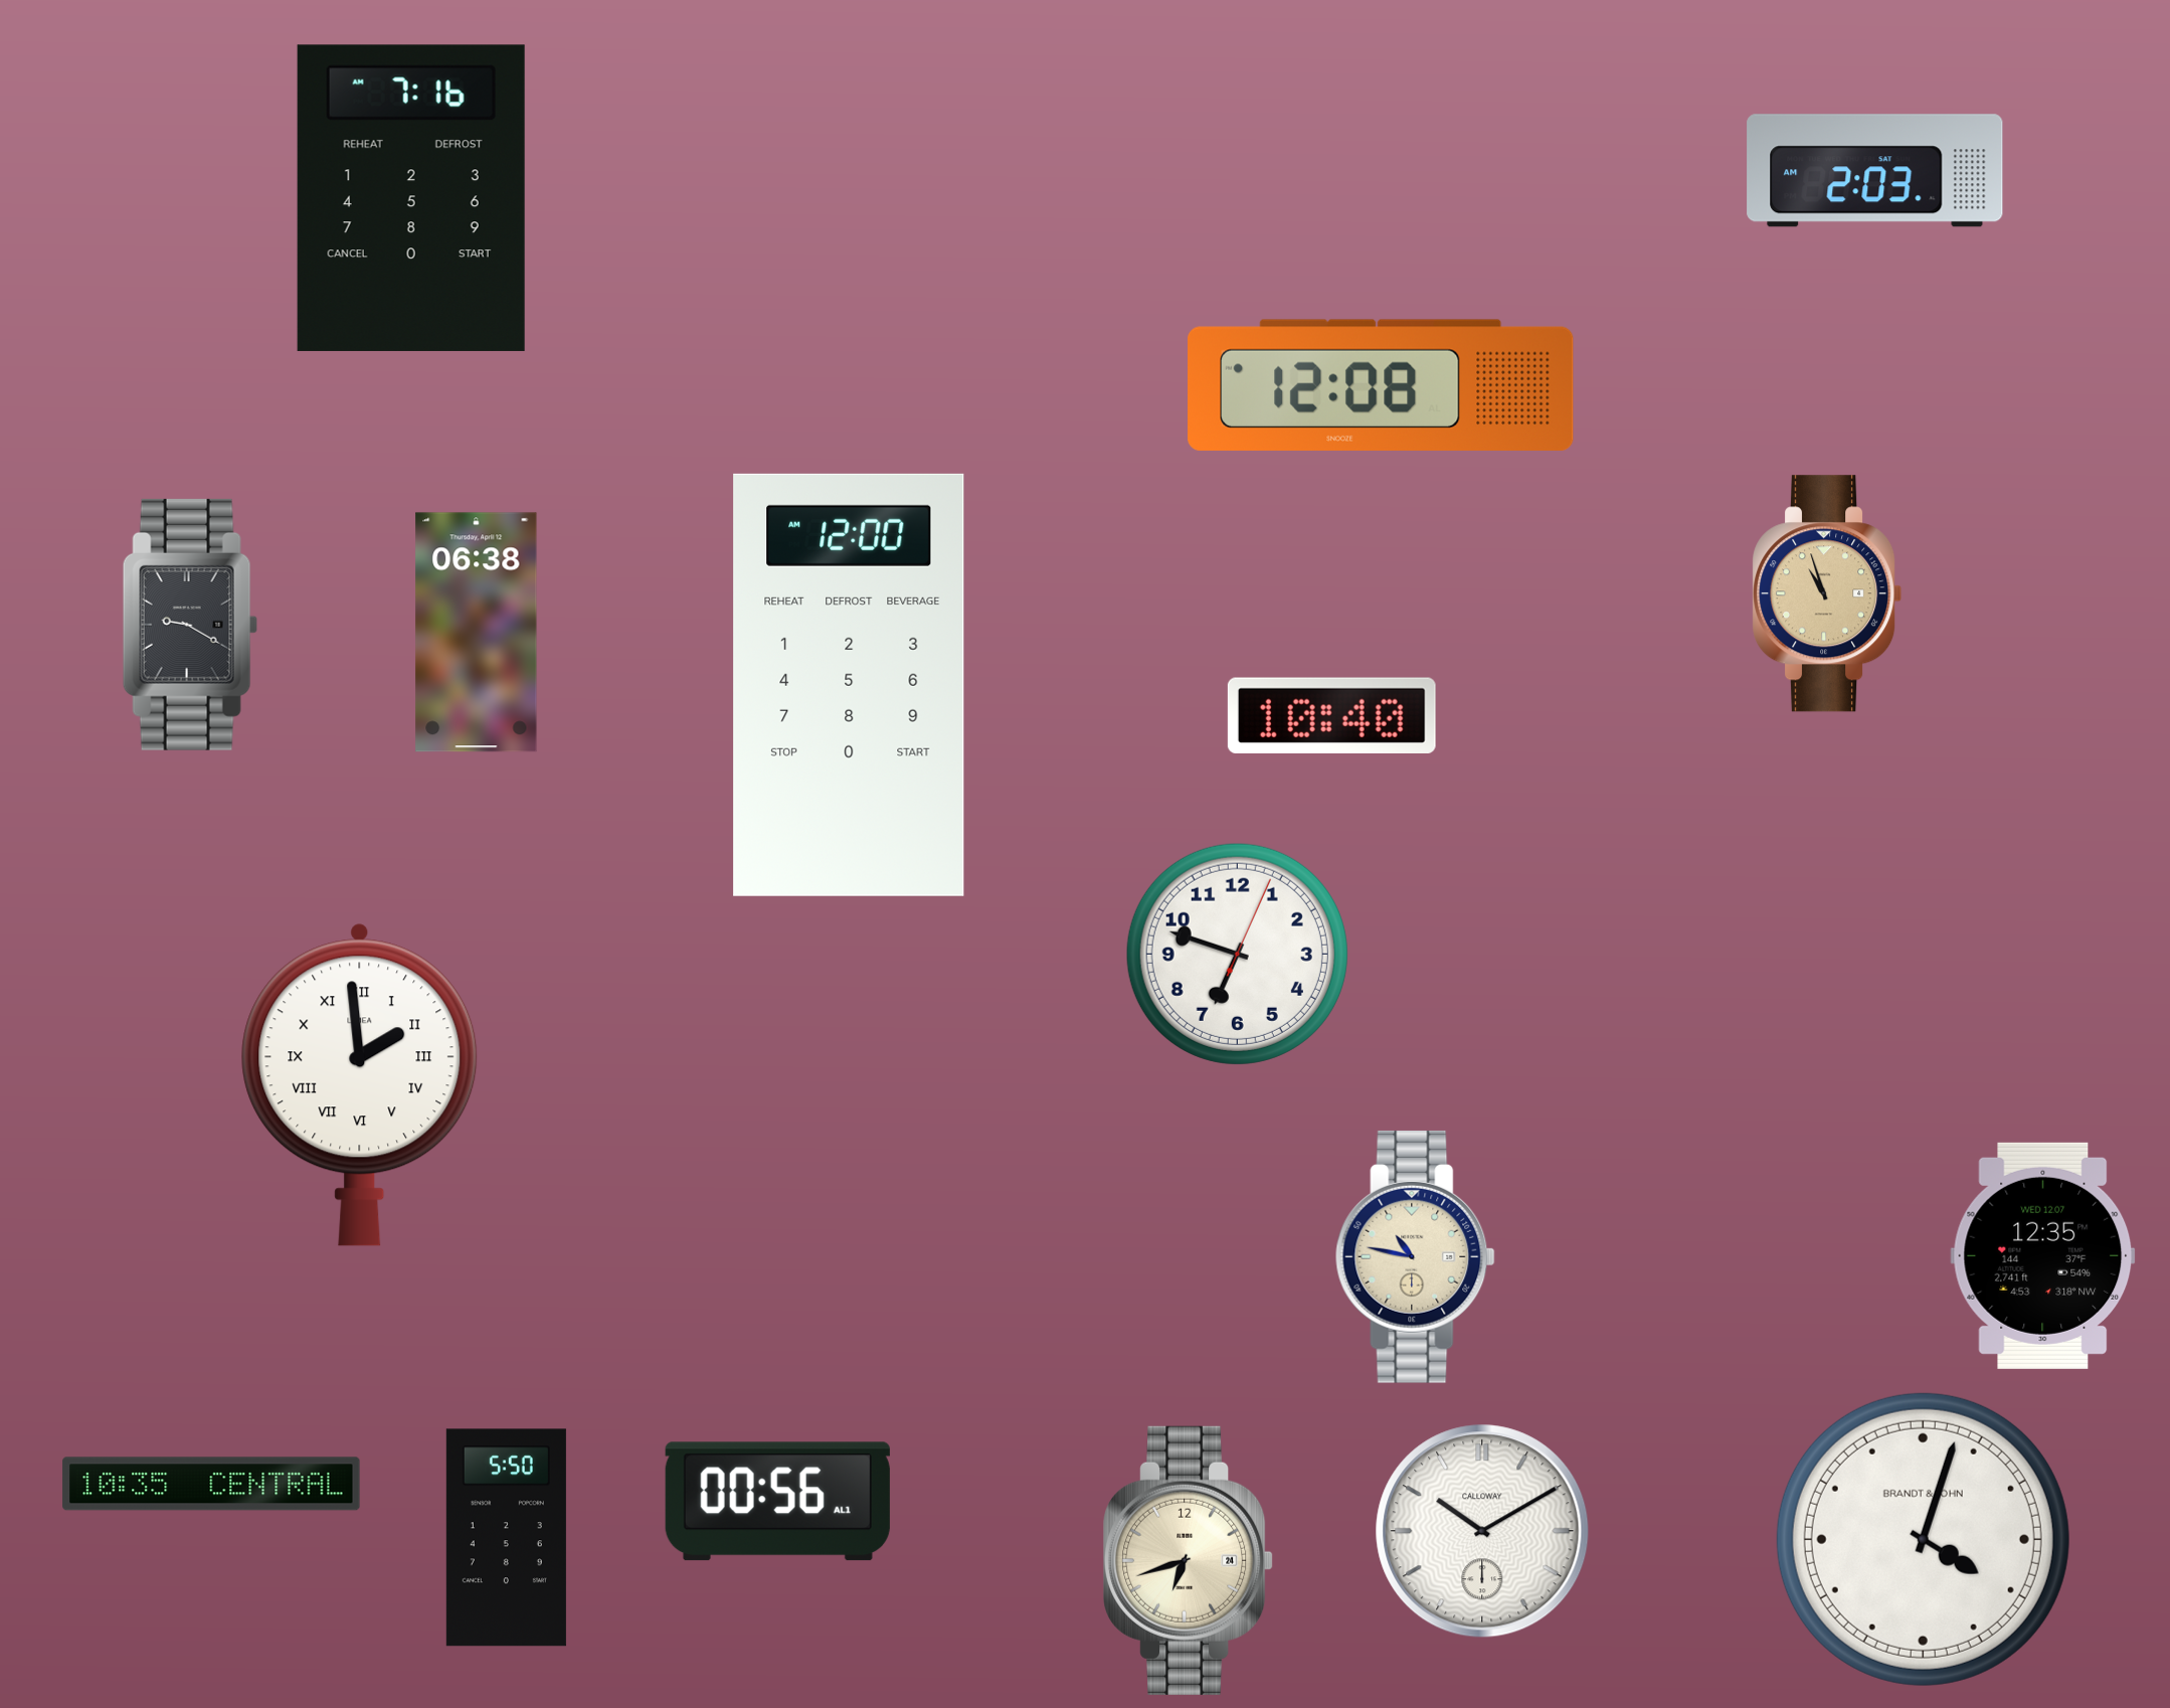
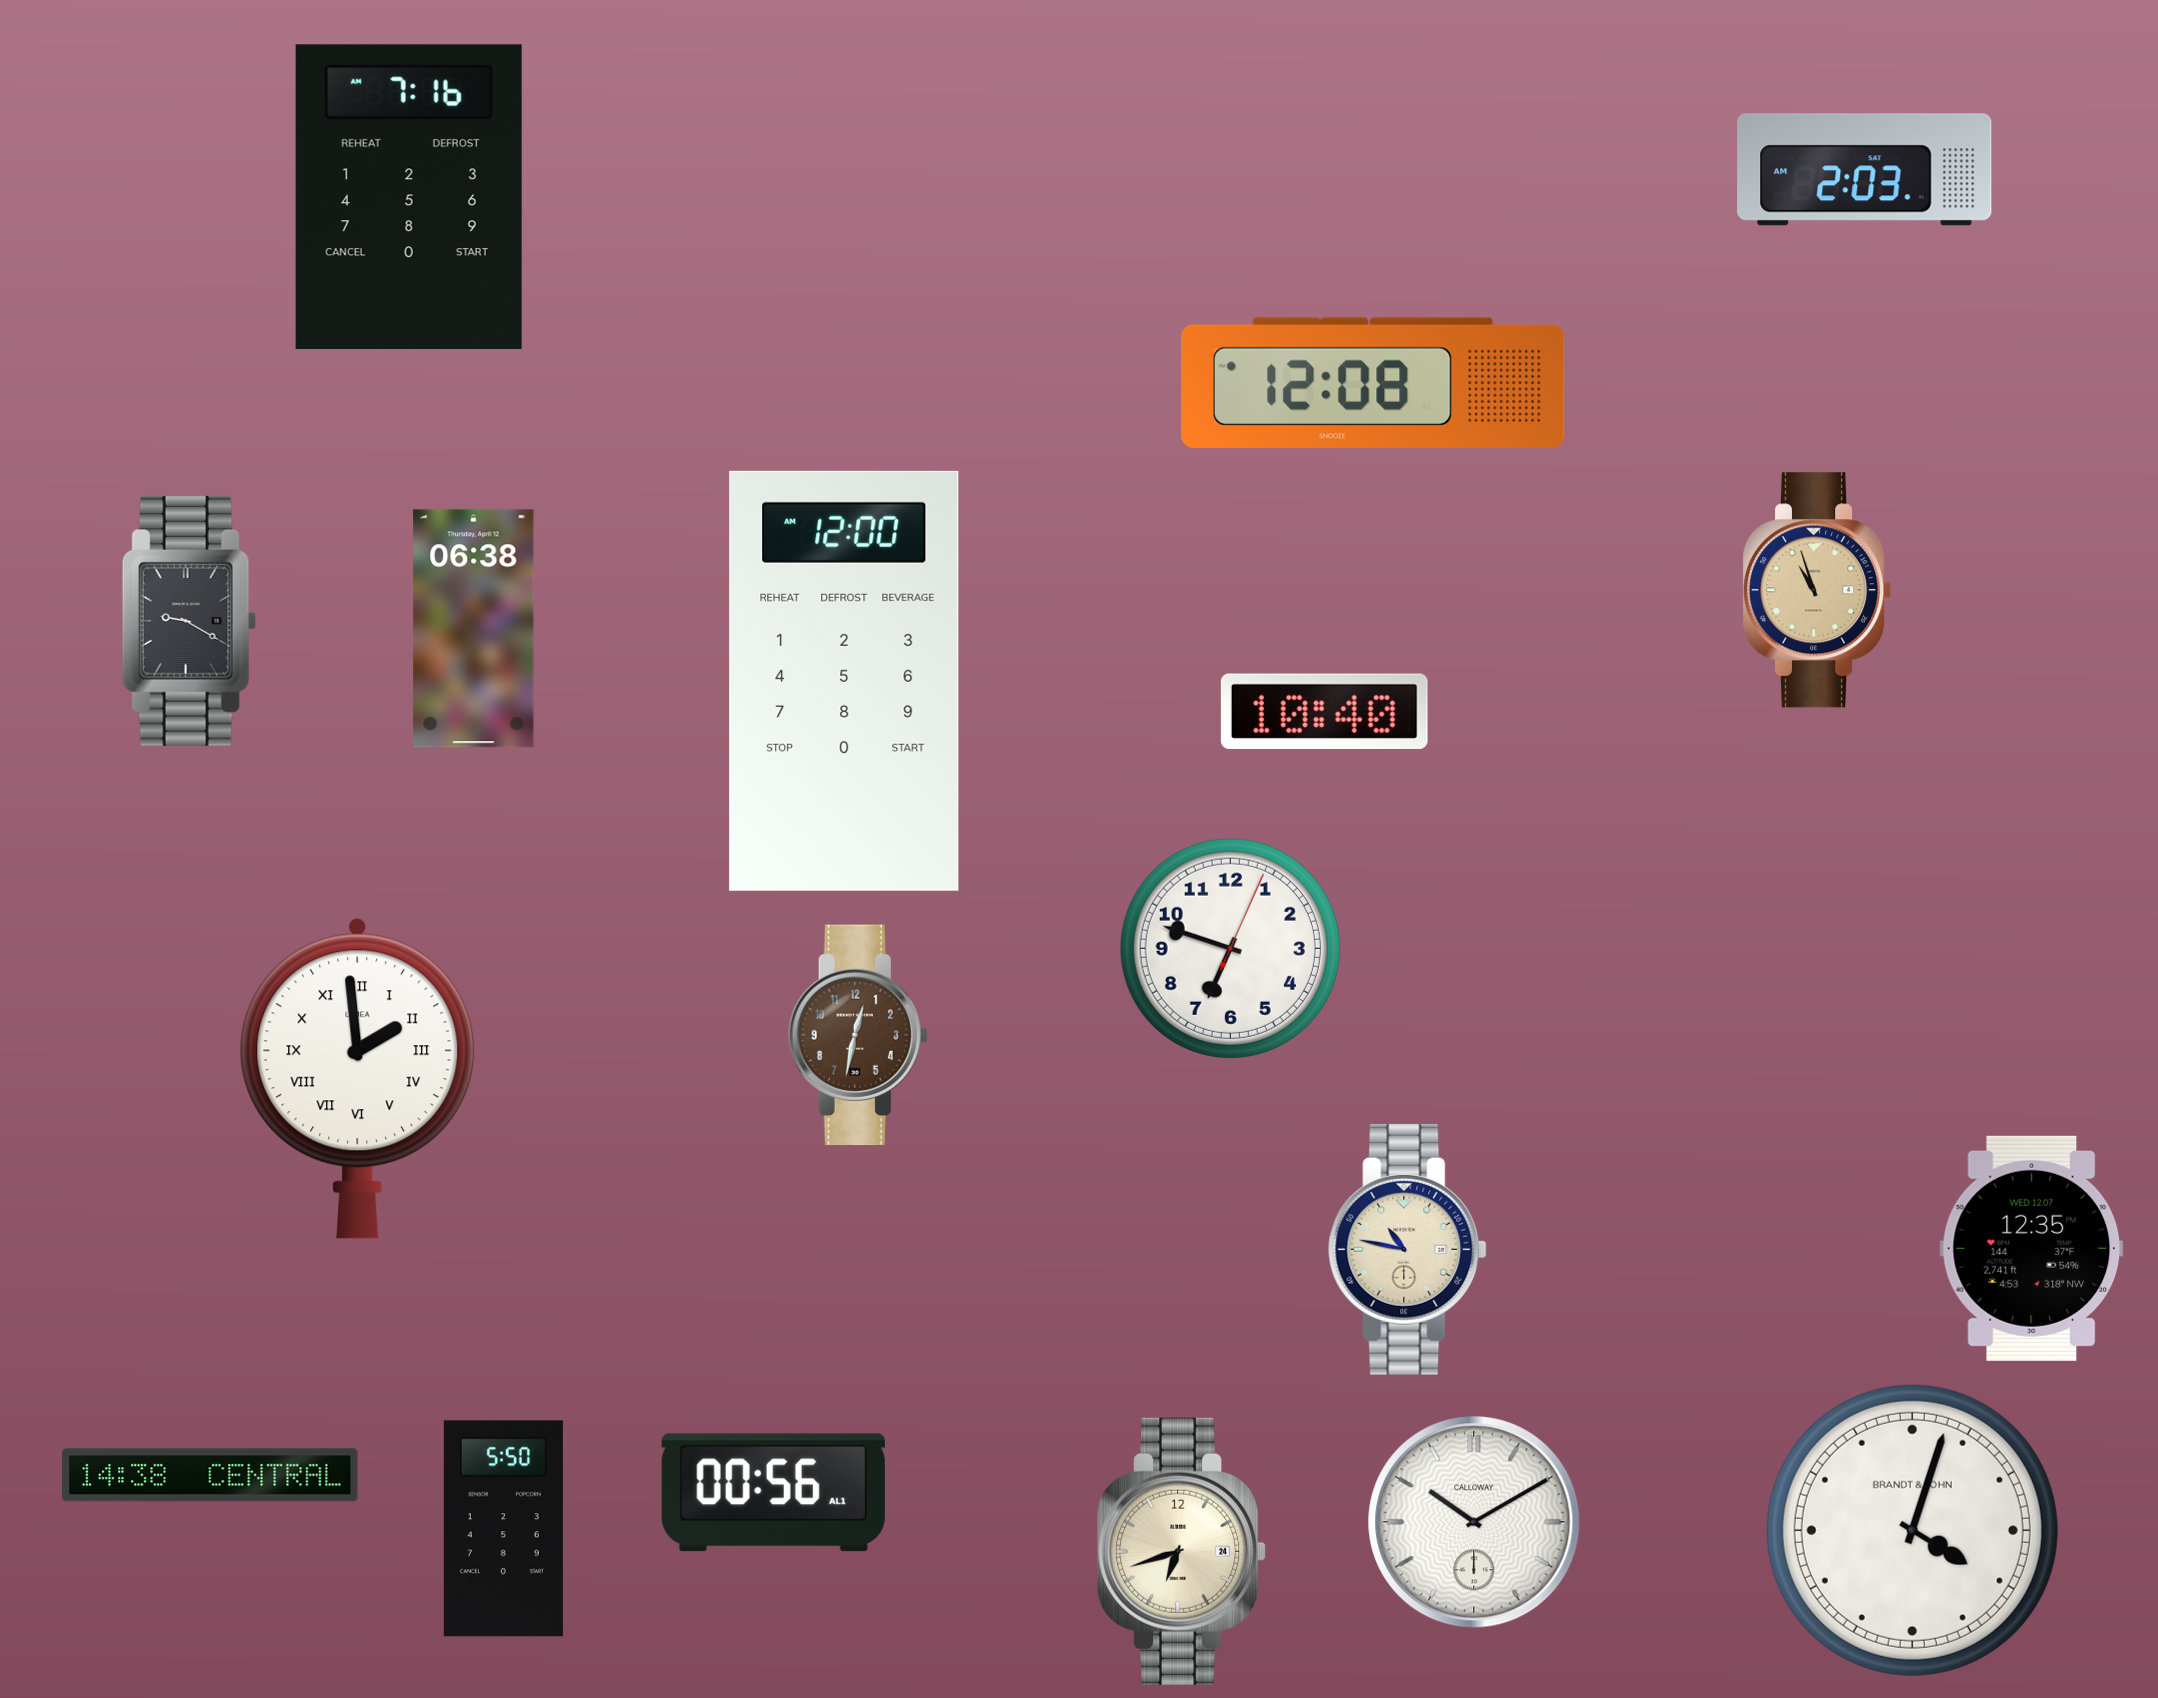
clock at (858, 1035): none -> 12:32
clock at (211, 1484): 10:35 -> 14:38
